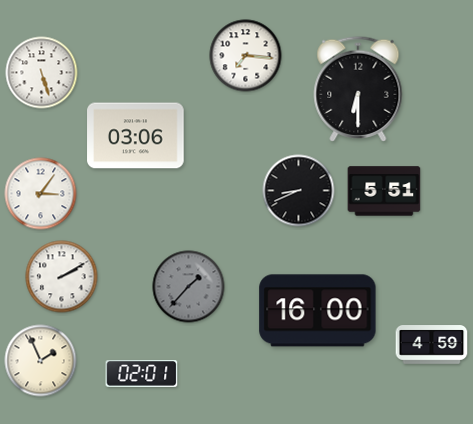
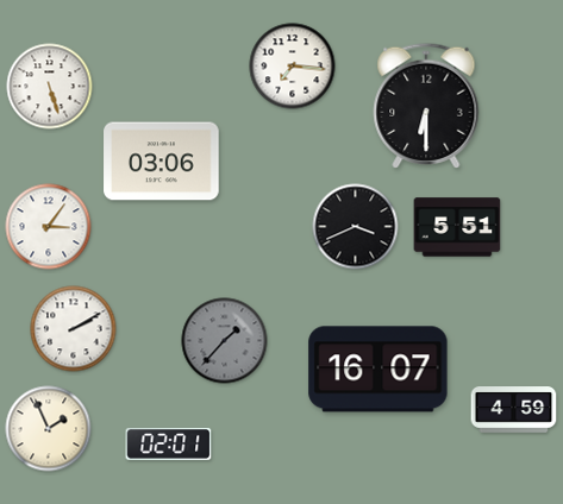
clock at (299, 191): 8:41 -> 3:41
clock at (41, 194) position: (41, 194) -> (49, 227)
clock at (318, 311): 16:00 -> 16:07
